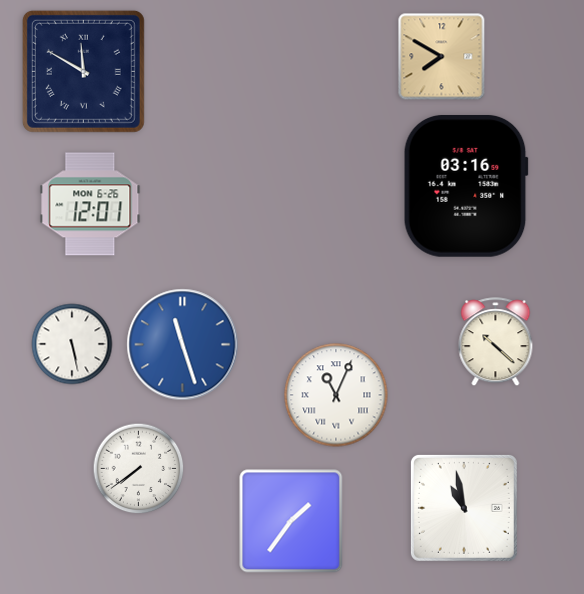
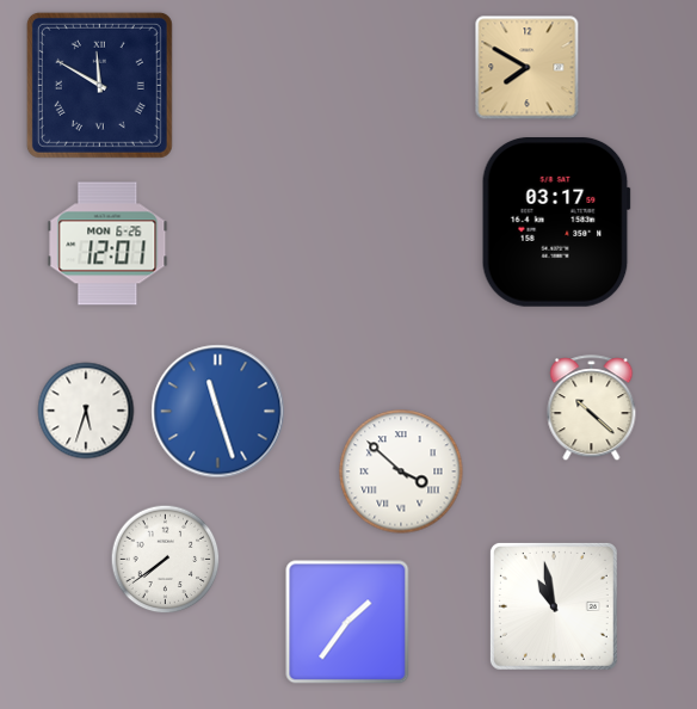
clock at (466, 186): 03:16 -> 03:17
clock at (72, 344): 5:28 -> 5:33
clock at (336, 395): 11:04 -> 3:52
